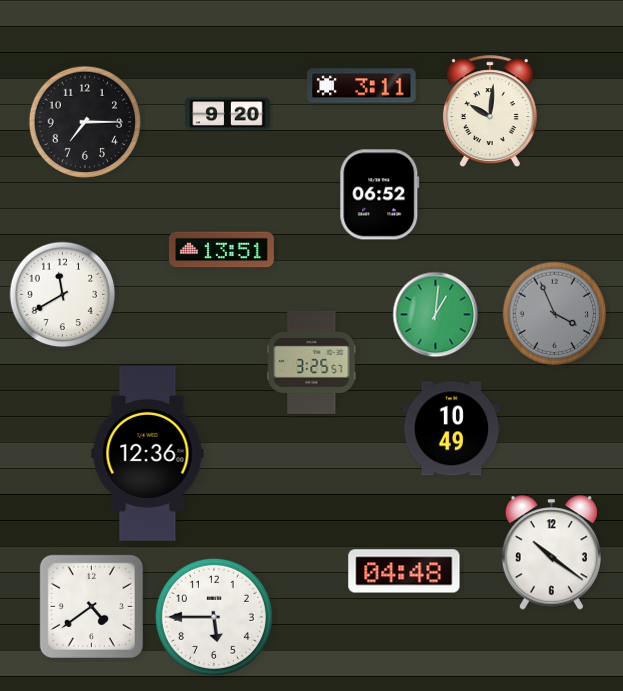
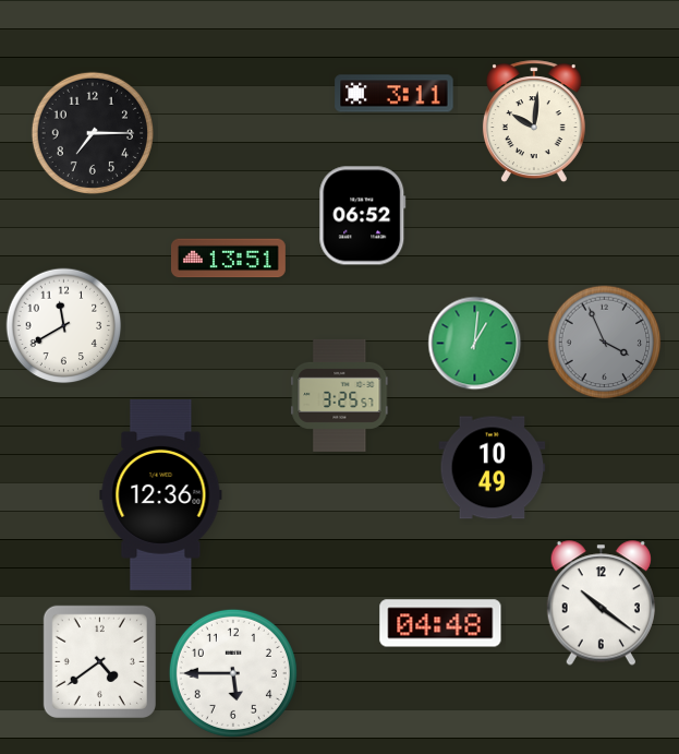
clock at (228, 114): 9:20 -> none
clock at (380, 195) position: (380, 195) -> (363, 216)
clock at (221, 250) position: (221, 250) -> (228, 259)
clock at (63, 295) position: (63, 295) -> (64, 326)
